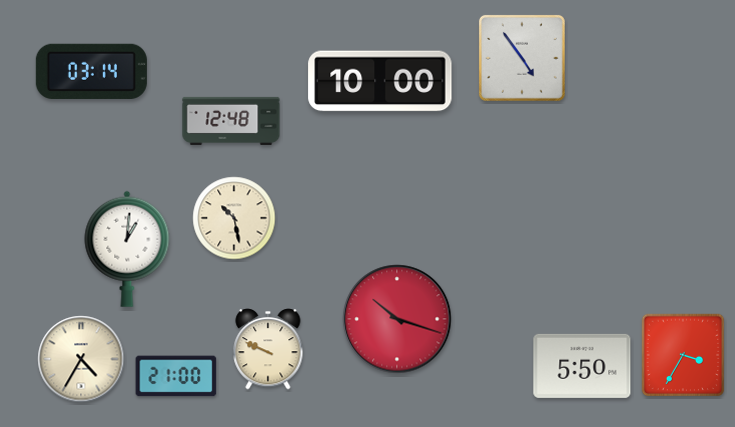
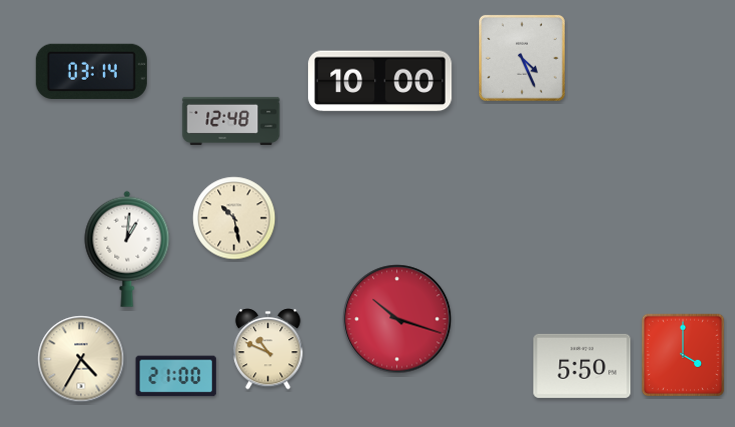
clock at (522, 58): 4:54 -> 4:26
clock at (268, 349): 9:49 -> 10:49
clock at (683, 355): 3:35 -> 4:00
